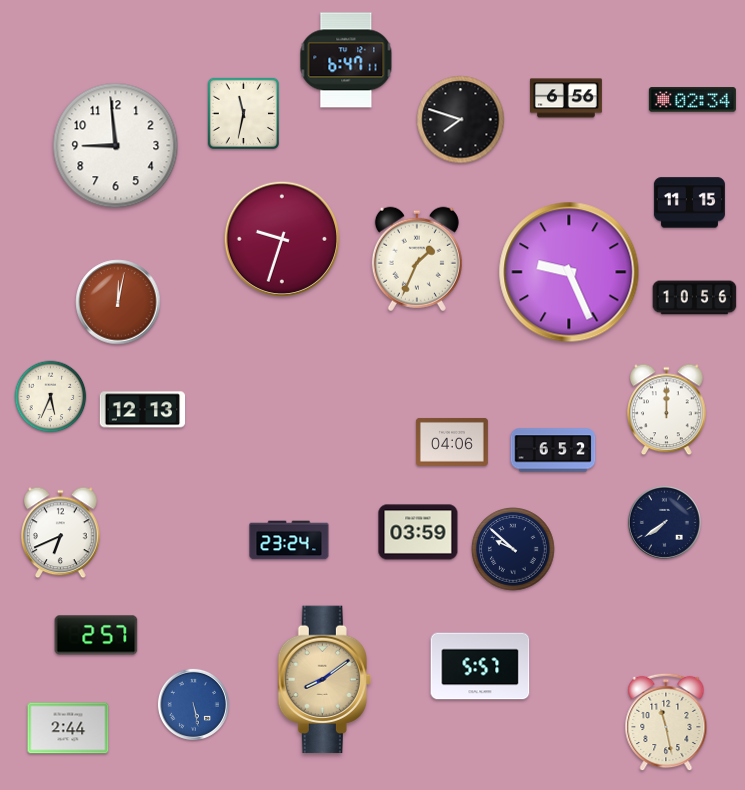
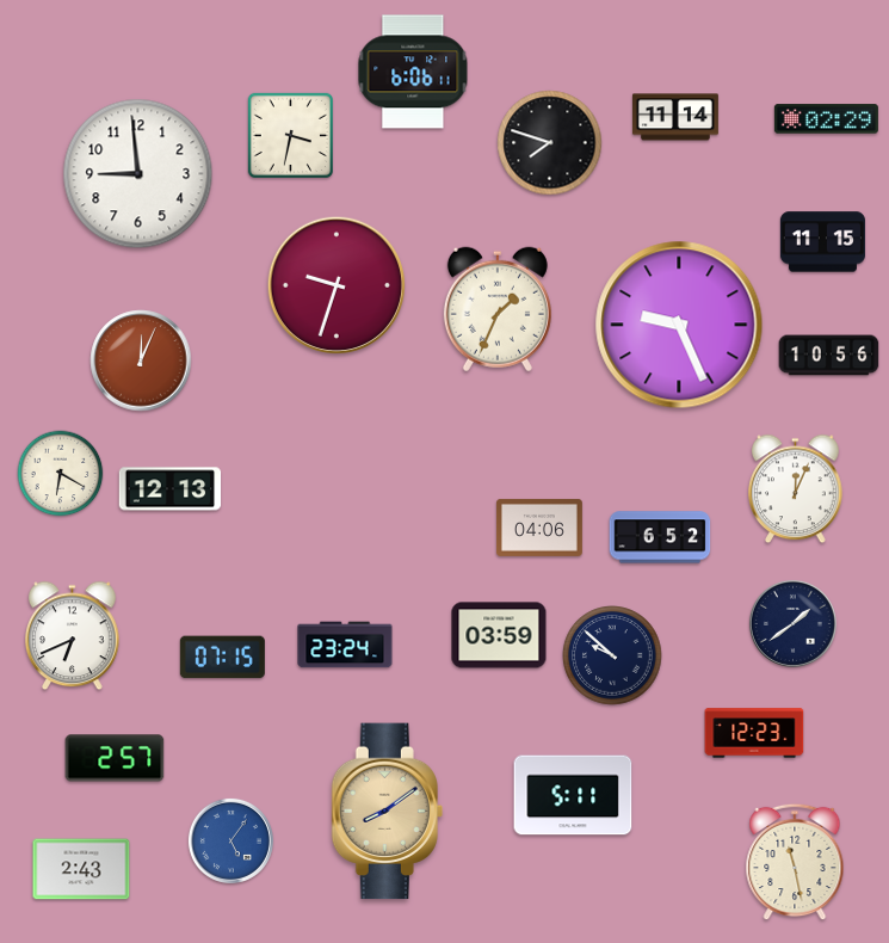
clock at (346, 60): 6:47 -> 6:06
clock at (566, 98): 6:56 -> 11:14
clock at (692, 100): 02:34 -> 02:29
clock at (243, 113): 11:32 -> 3:32
clock at (118, 302): 12:02 -> 12:04
clock at (51, 397): 5:34 -> 6:20
clock at (667, 410): 12:00 -> 12:04
clock at (664, 522): 7:39 -> 1:39
clock at (222, 658): none -> 07:15
clock at (754, 733): none -> 12:23
clock at (480, 666): 5:57 -> 5:11
clock at (193, 704): 5:28 -> 5:06
clock at (68, 728): 2:44 -> 2:43
